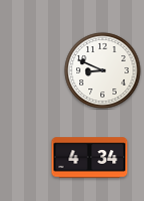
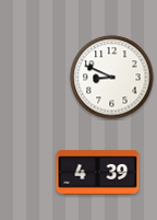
clock at (90, 158): 4:34 -> 4:39
